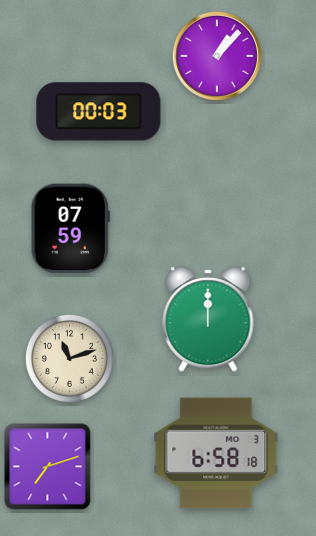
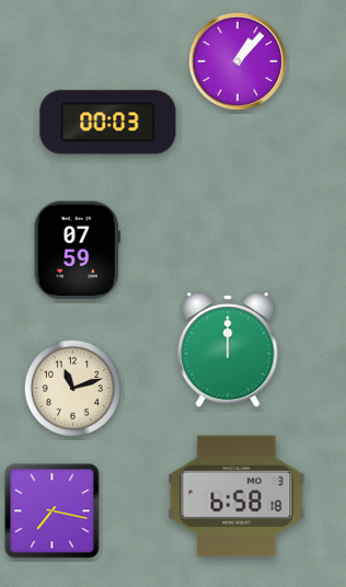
clock at (69, 358) position: (69, 358) -> (72, 388)
clock at (48, 467): 7:12 -> 7:17
